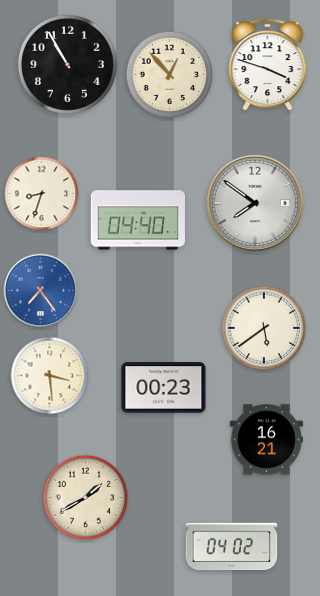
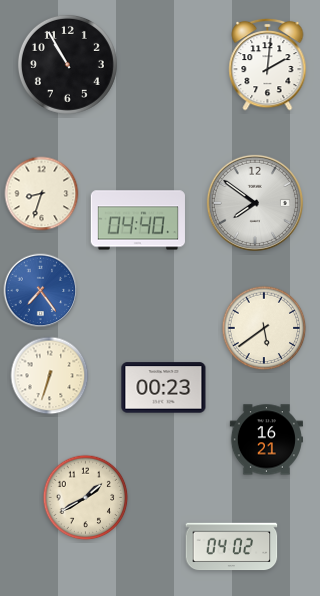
clock at (268, 64): 3:48 -> 2:01
clock at (170, 75): 12:53 -> none
clock at (50, 376): 3:29 -> 6:33
